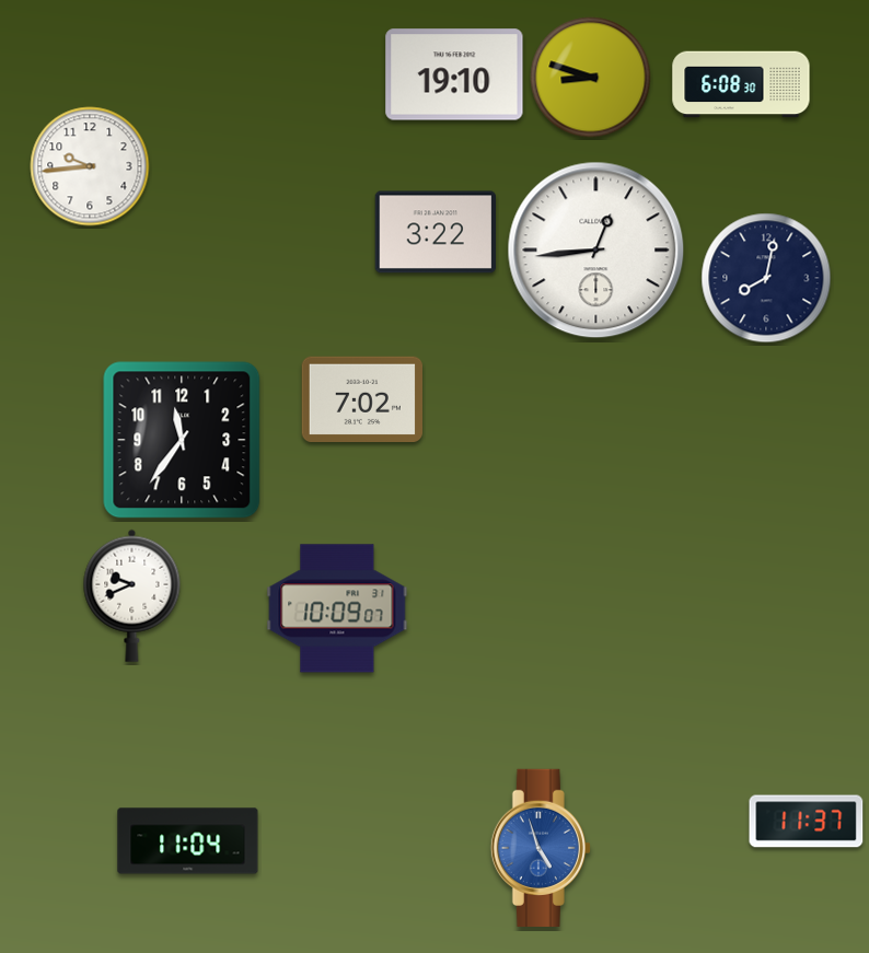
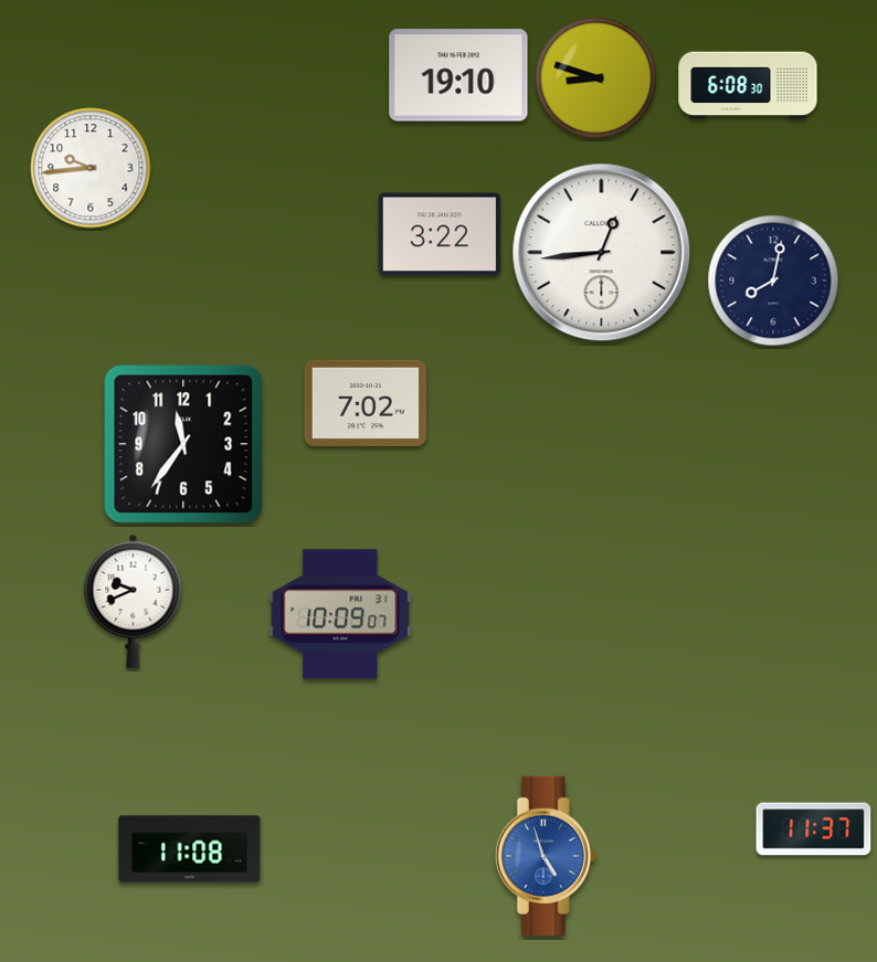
clock at (188, 841): 11:04 -> 11:08
